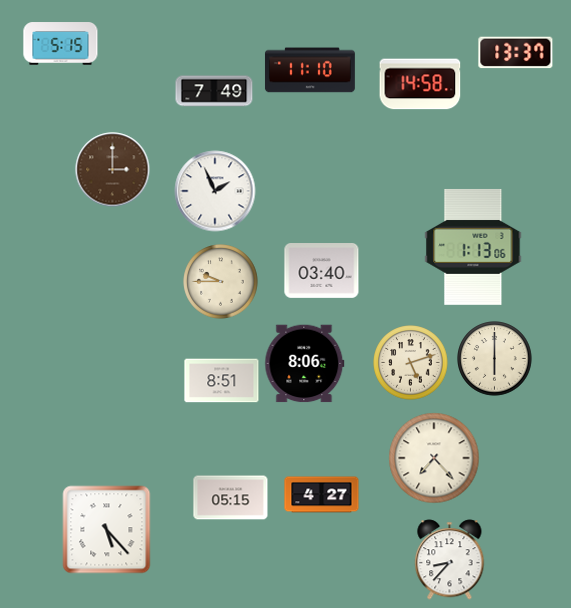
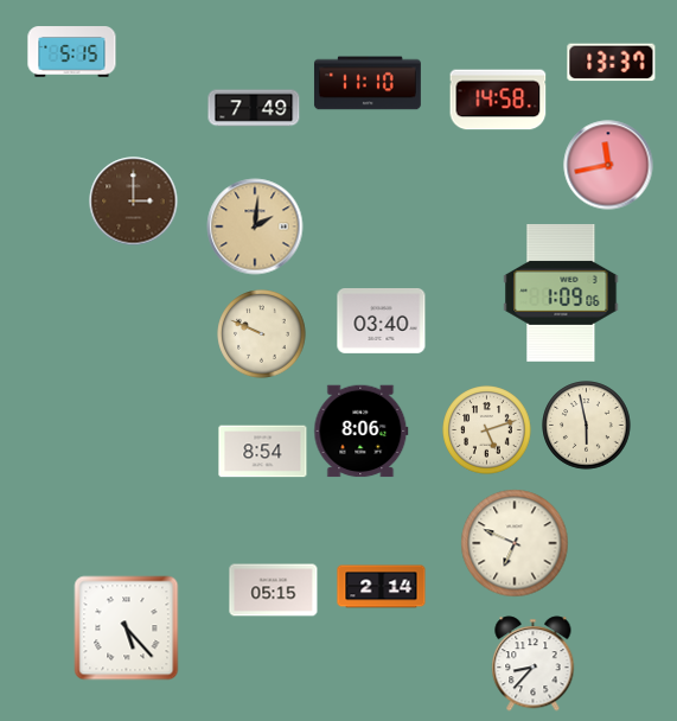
clock at (608, 165): none -> 11:43
clock at (215, 191): 1:56 -> 2:01
clock at (215, 191) dial: white -> champagne
clock at (473, 247): 1:13 -> 1:09
clock at (221, 282): 9:45 -> 9:49
clock at (495, 359): 6:00 -> 5:58
clock at (222, 381): 8:51 -> 8:54
clock at (434, 458): 7:23 -> 6:49
clock at (322, 495): 4:27 -> 2:14
